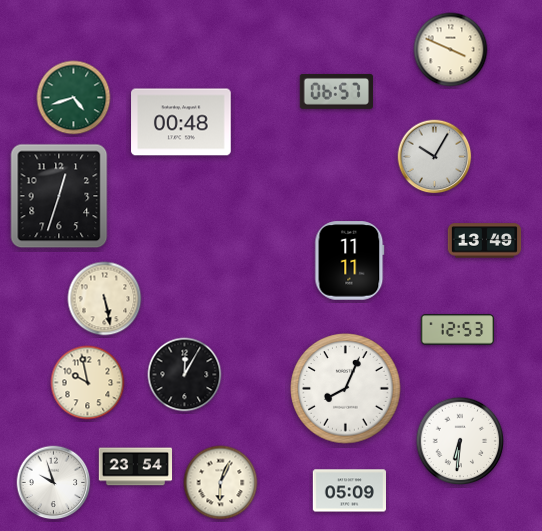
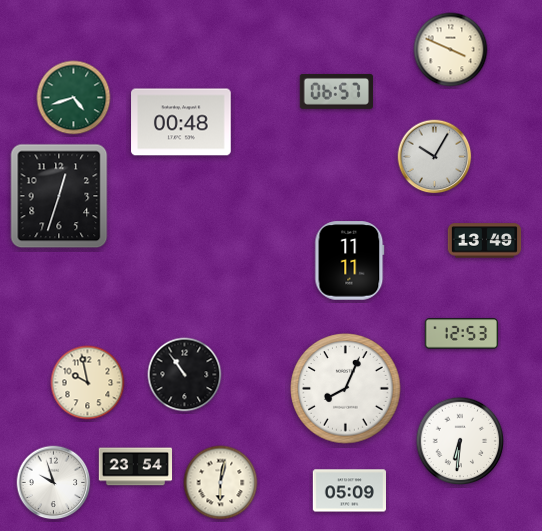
clock at (105, 299): 5:28 -> none
clock at (458, 330) position: (458, 330) -> (462, 334)
clock at (185, 375): 12:05 -> 10:54
clock at (221, 483): 6:04 -> 6:02
